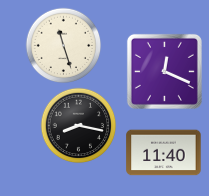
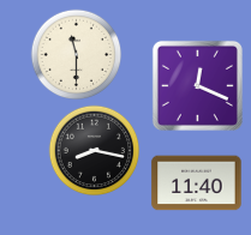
clock at (64, 46): 11:27 -> 11:30
